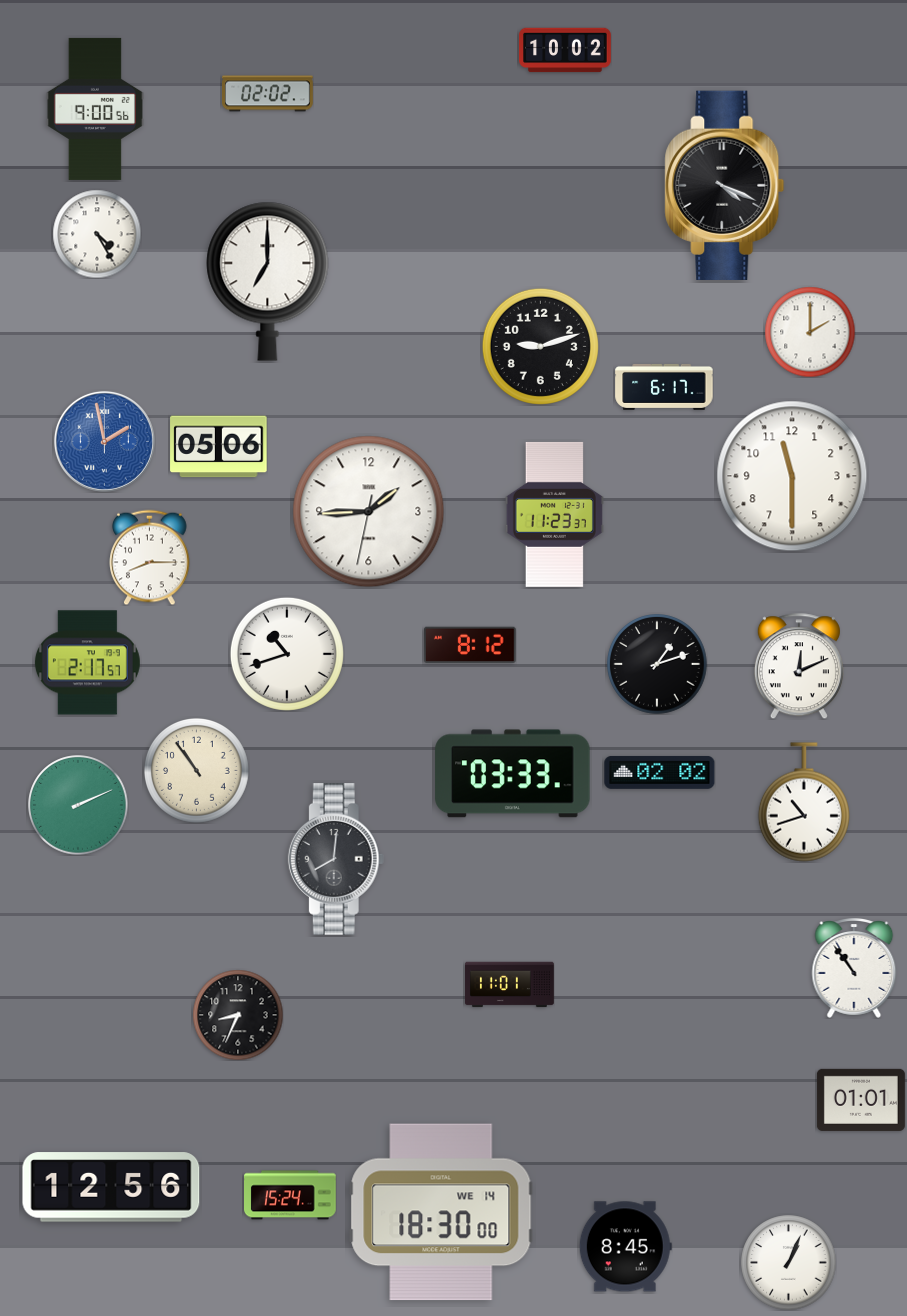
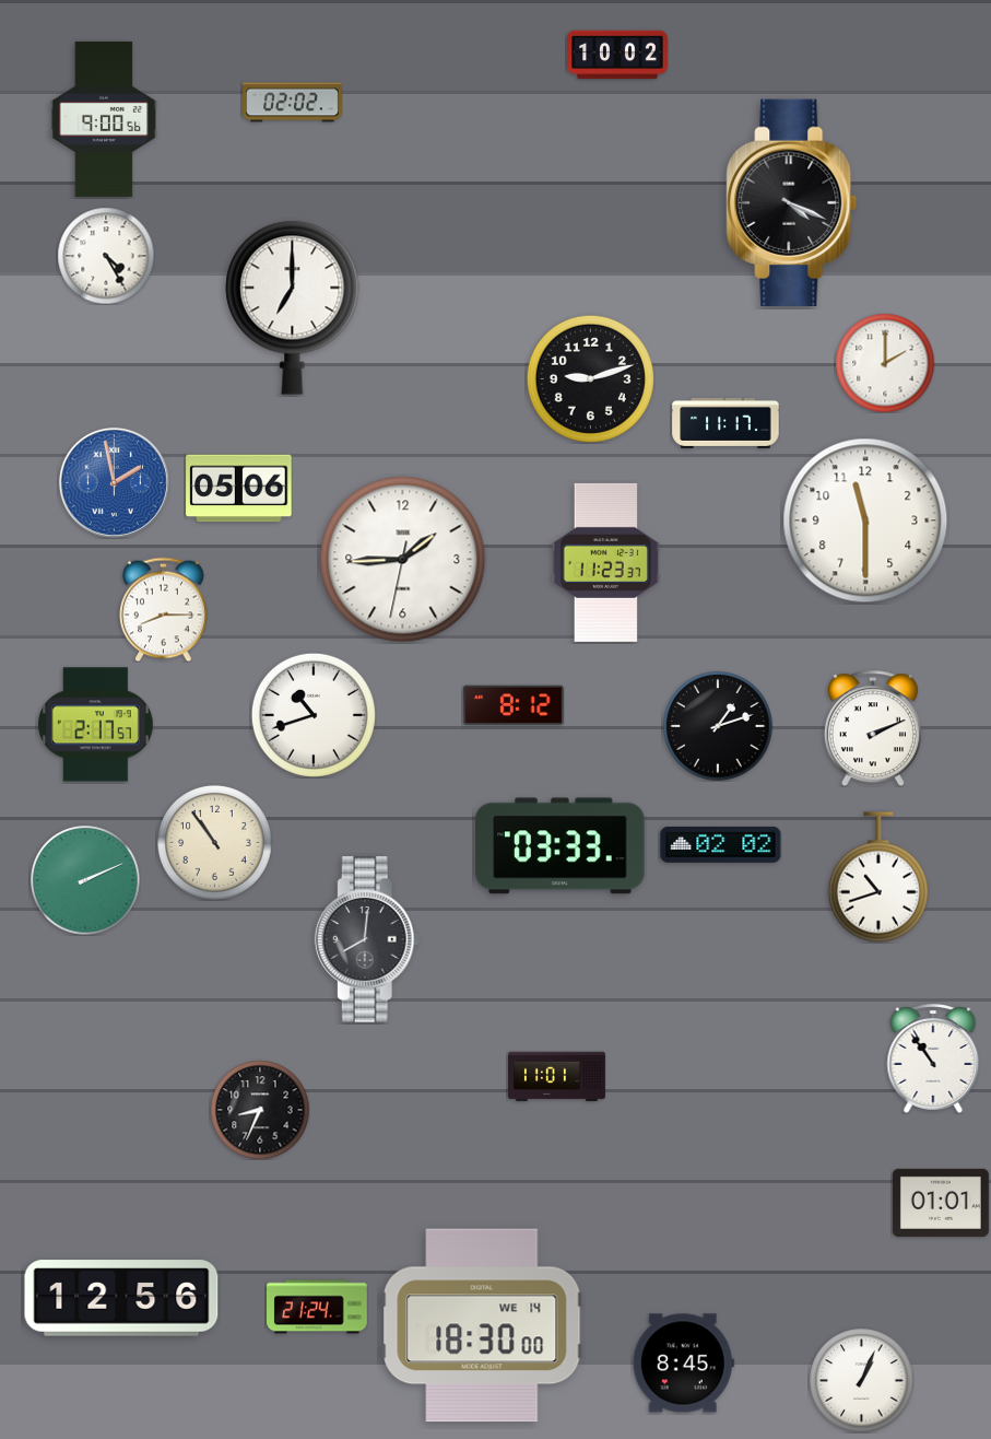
clock at (664, 387): 6:17 -> 11:17
clock at (799, 666): 12:11 -> 2:11
clock at (291, 1195): 15:24 -> 21:24
